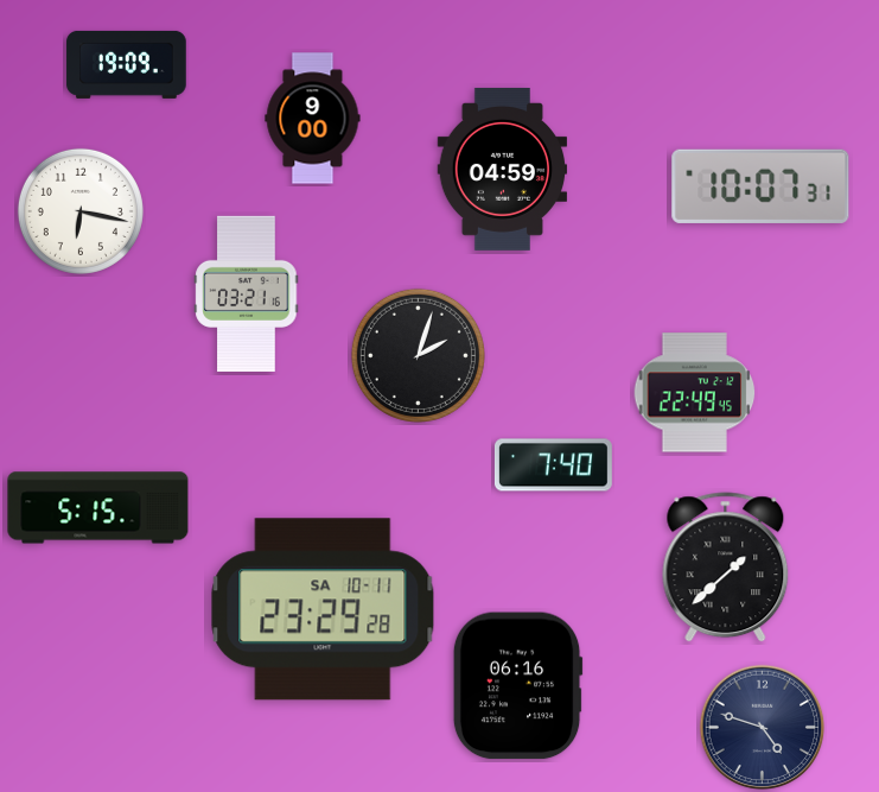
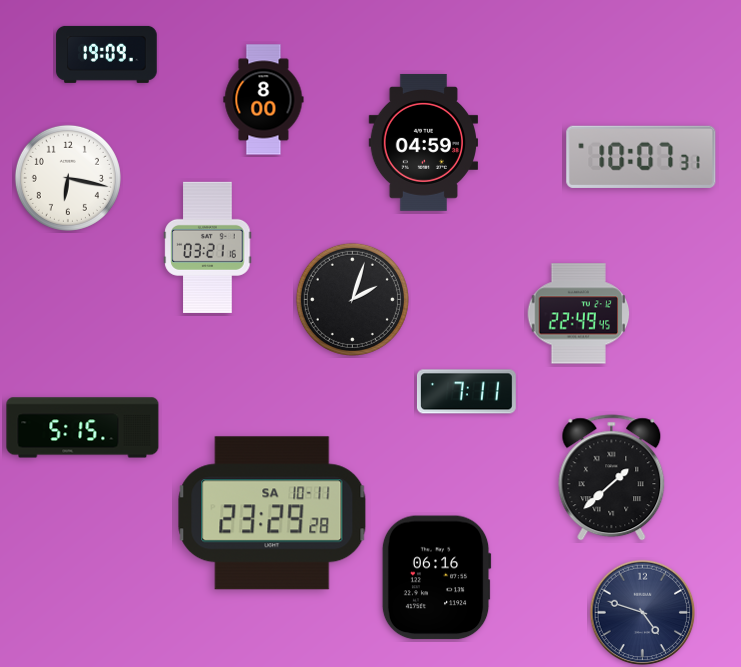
clock at (313, 119): 9:00 -> 8:00
clock at (695, 393) position: (695, 393) -> (579, 314)
clock at (553, 465): 7:40 -> 7:11
